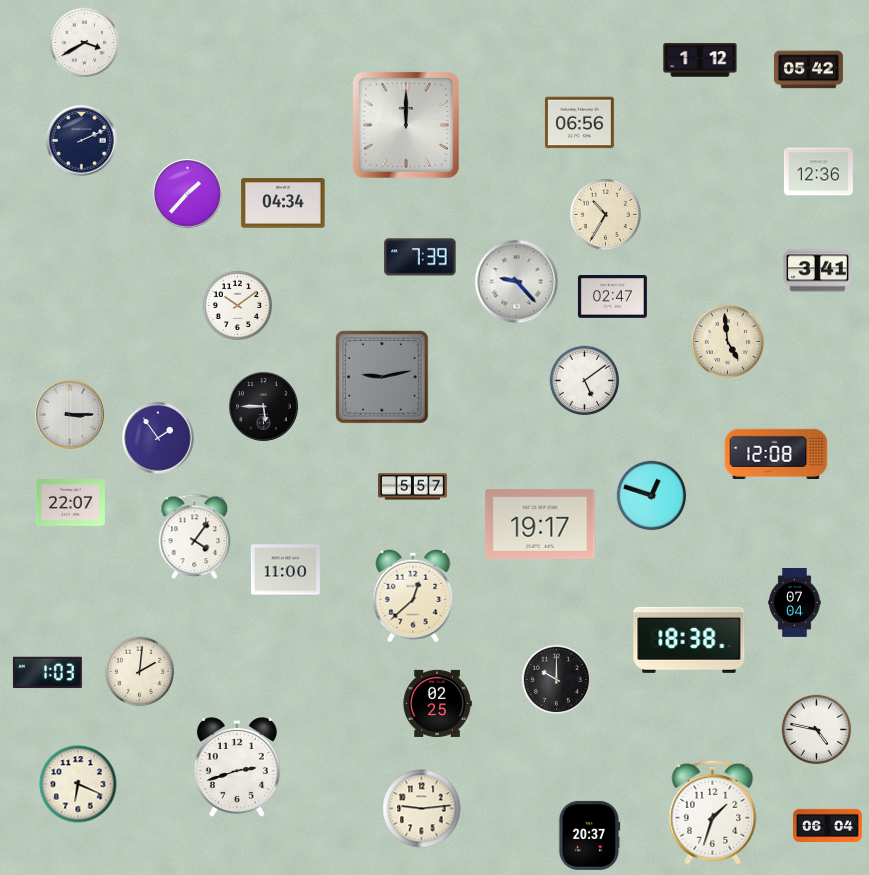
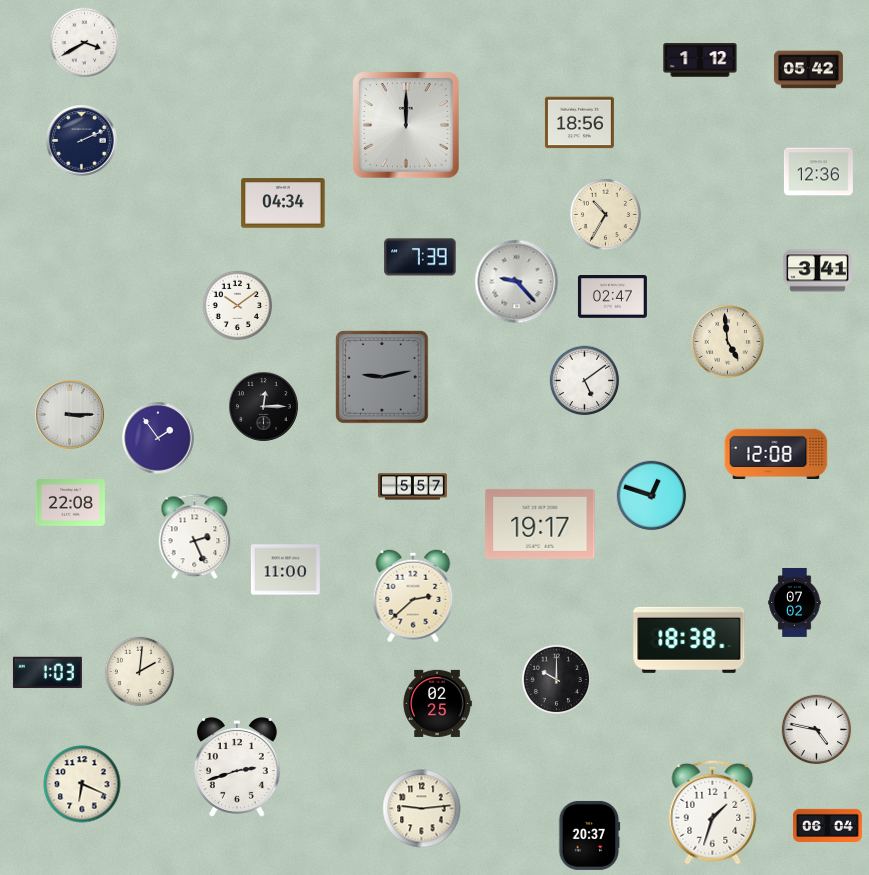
clock at (579, 123): 06:56 -> 18:56
clock at (188, 194): 1:37 -> none
clock at (264, 407): 5:45 -> 12:15
clock at (70, 503): 22:07 -> 22:08
clock at (195, 537): 4:06 -> 2:26
clock at (413, 596): 12:38 -> 2:38
clock at (795, 602): 07:04 -> 07:02
clock at (78, 784) position: (78, 784) -> (82, 784)
